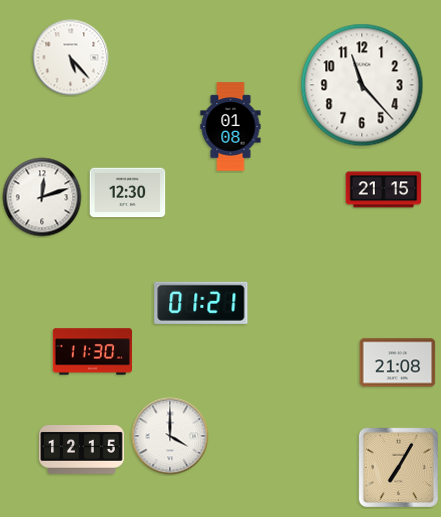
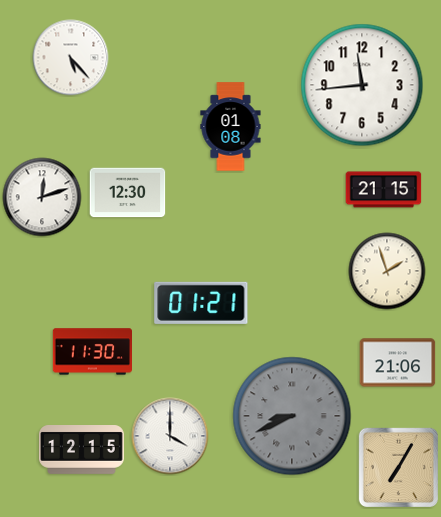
clock at (362, 85): 11:23 -> 11:44
clock at (387, 271): none -> 1:57
clock at (398, 363): 21:08 -> 21:06
clock at (292, 416): none -> 8:41
